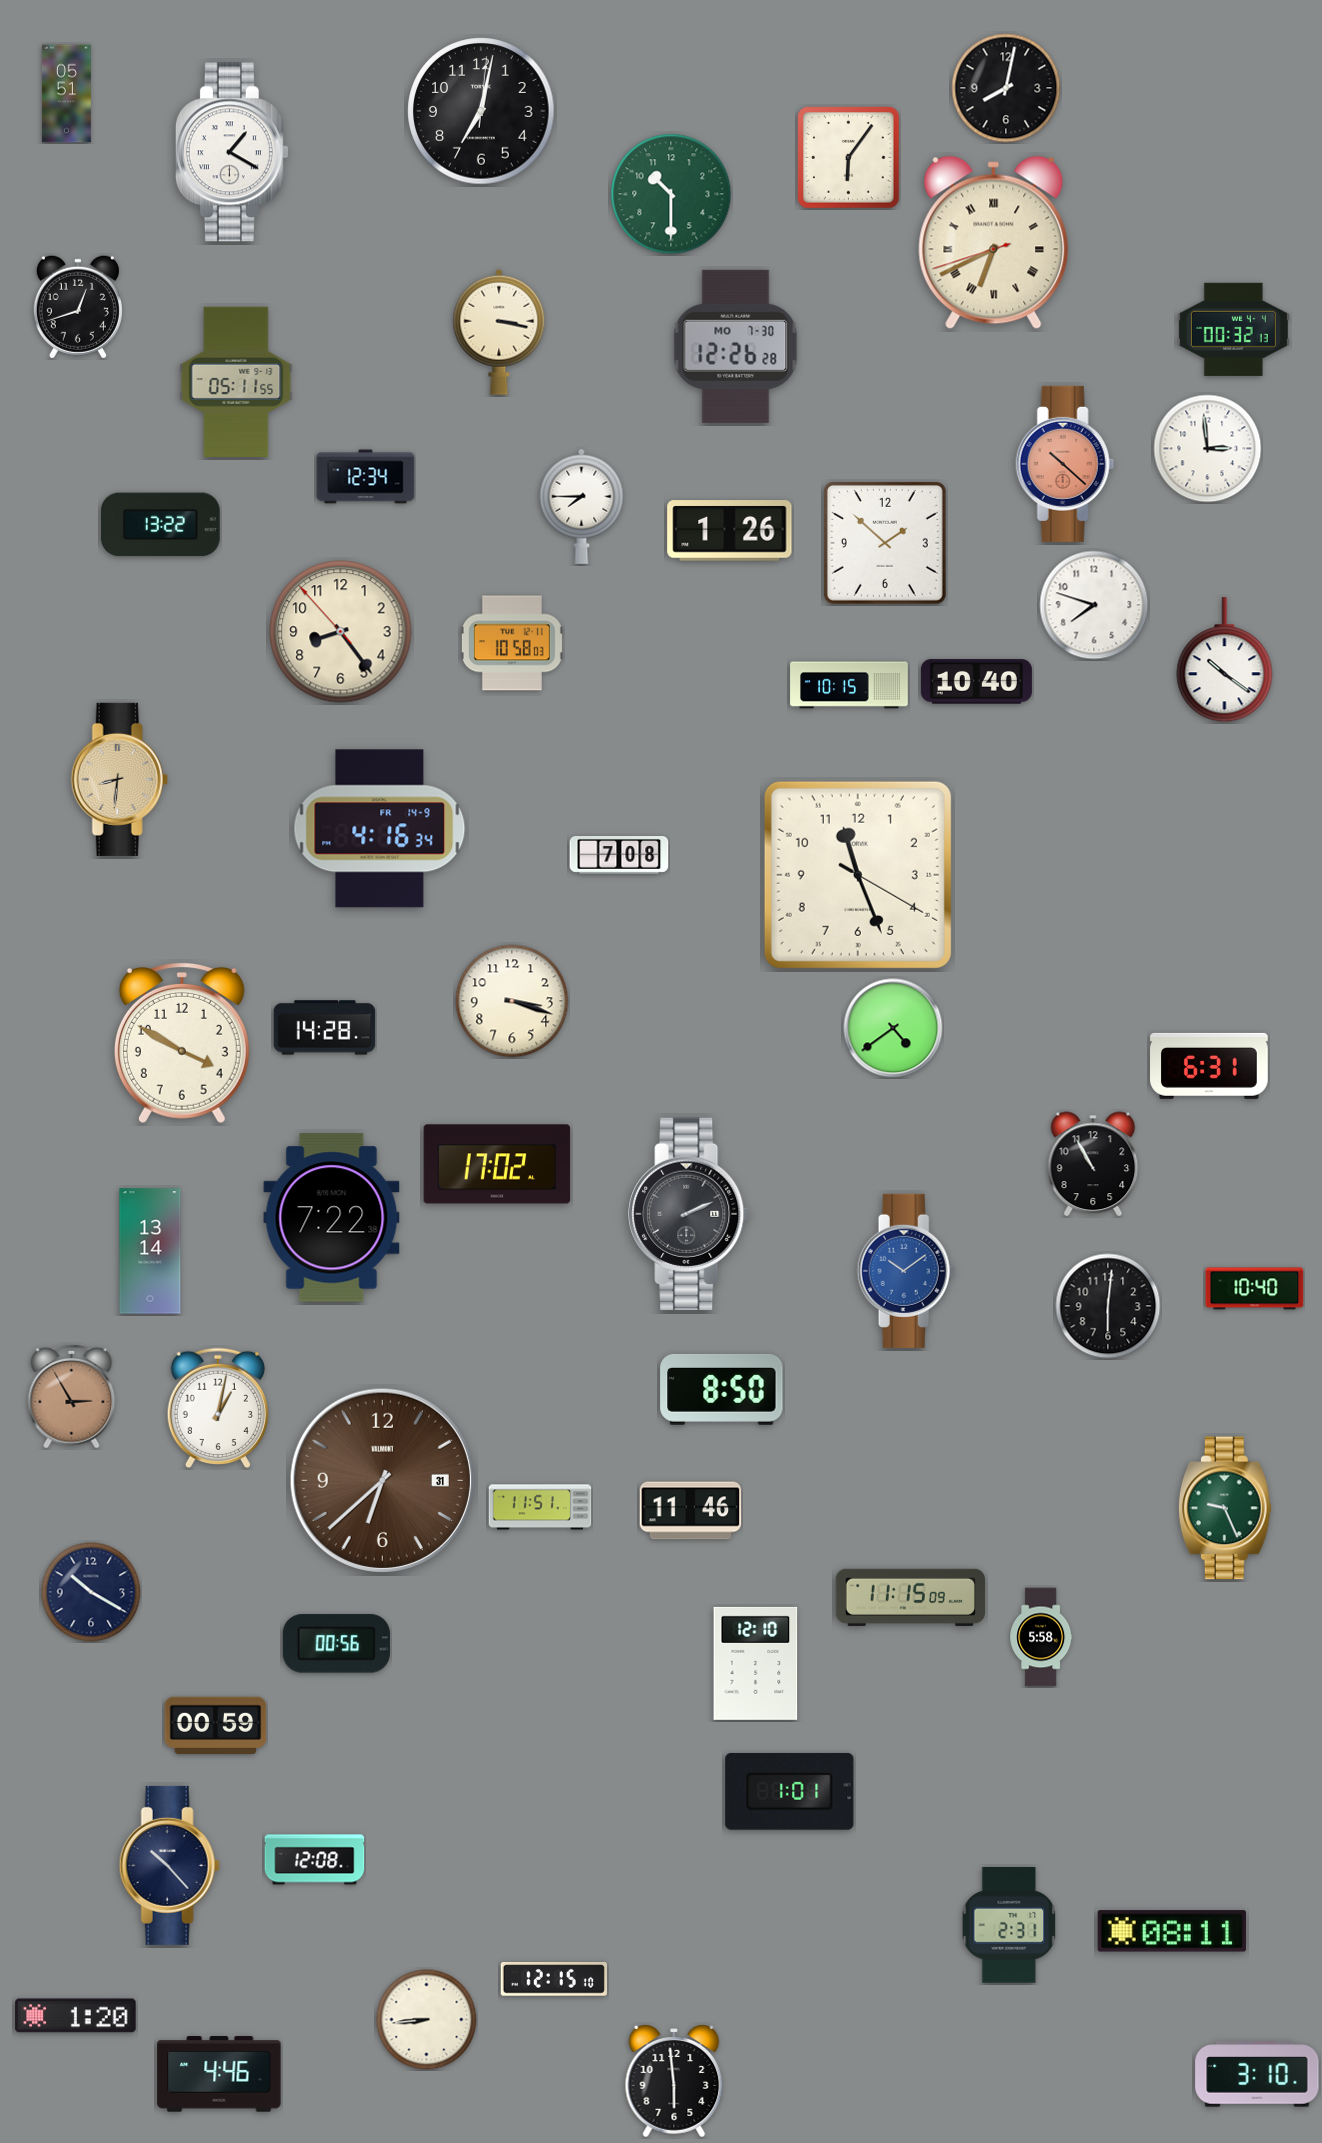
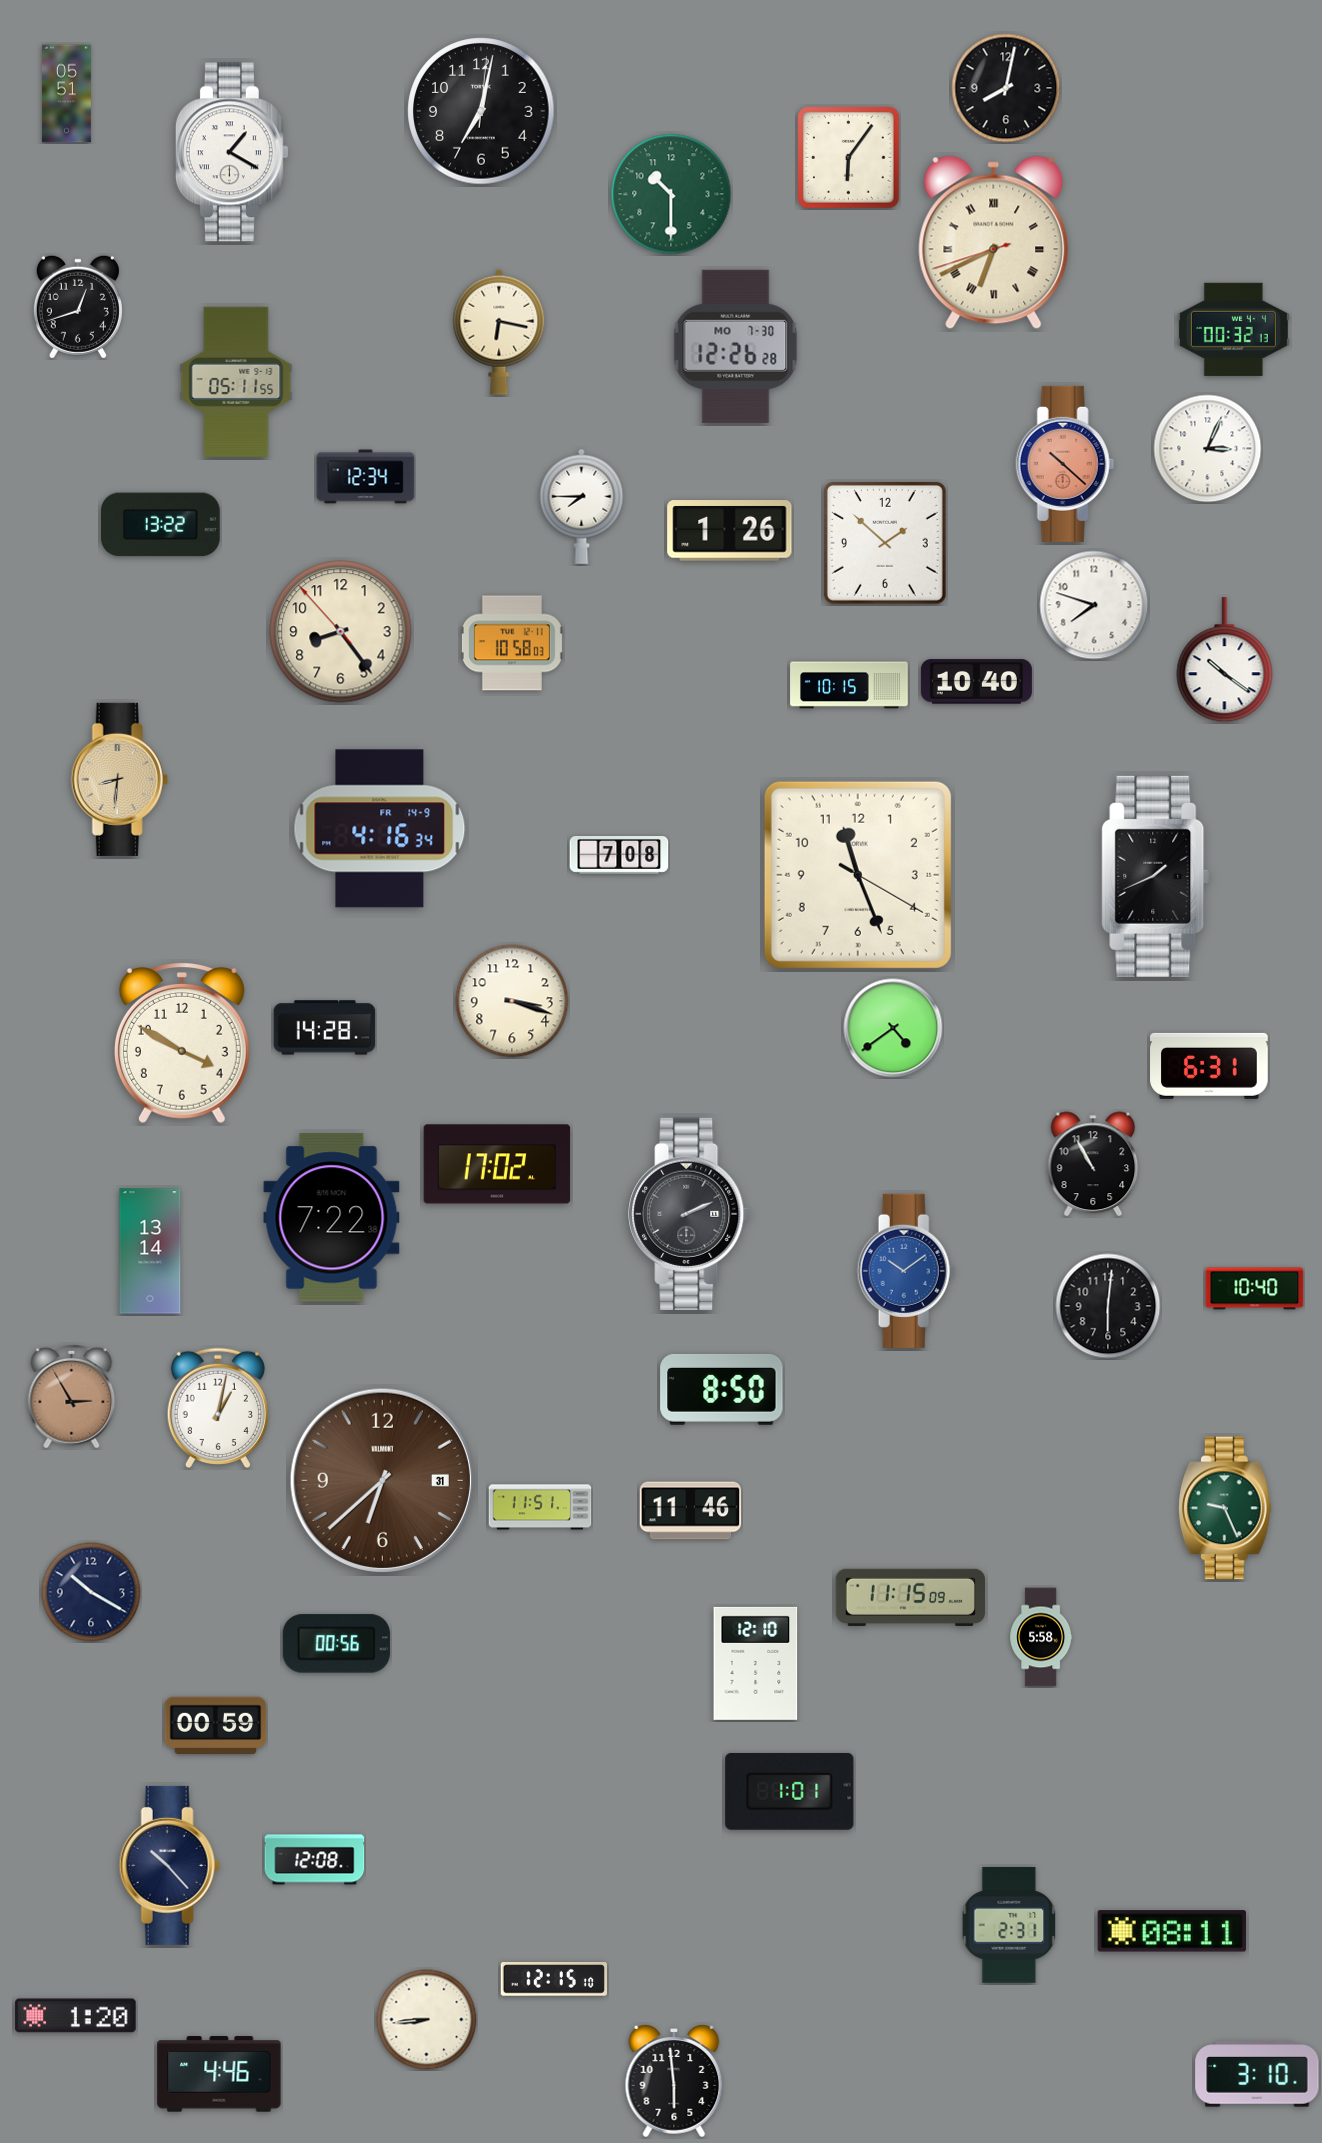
clock at (499, 332): 3:17 -> 6:17
clock at (1208, 449): 2:59 -> 3:04
clock at (1156, 876): none -> 1:41
